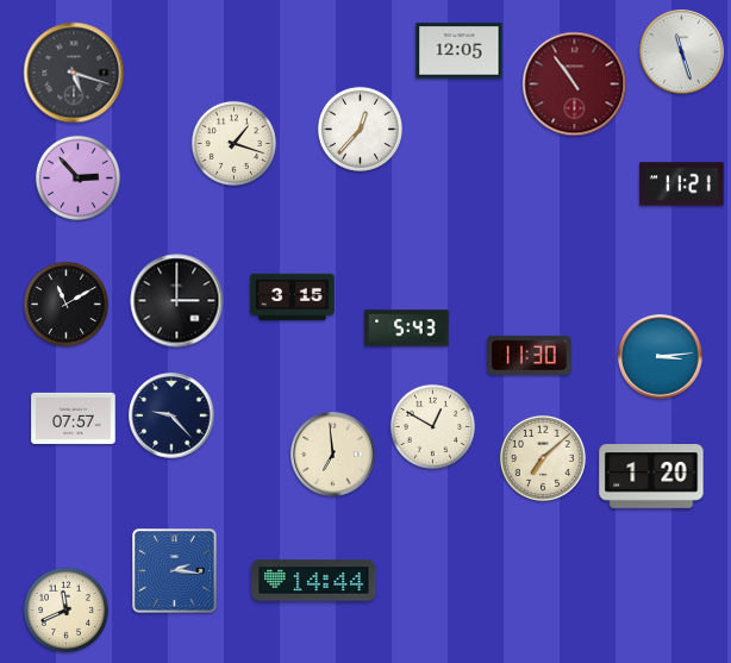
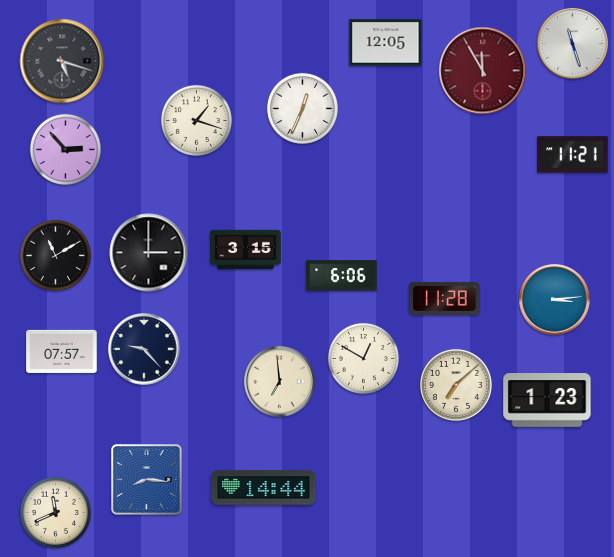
clock at (575, 85): 10:54 -> 11:55
clock at (360, 129): 12:37 -> 12:34
clock at (407, 329): 5:43 -> 6:06
clock at (530, 355): 11:30 -> 11:28
clock at (651, 477): 1:20 -> 1:23
clock at (175, 571): 2:16 -> 8:16
